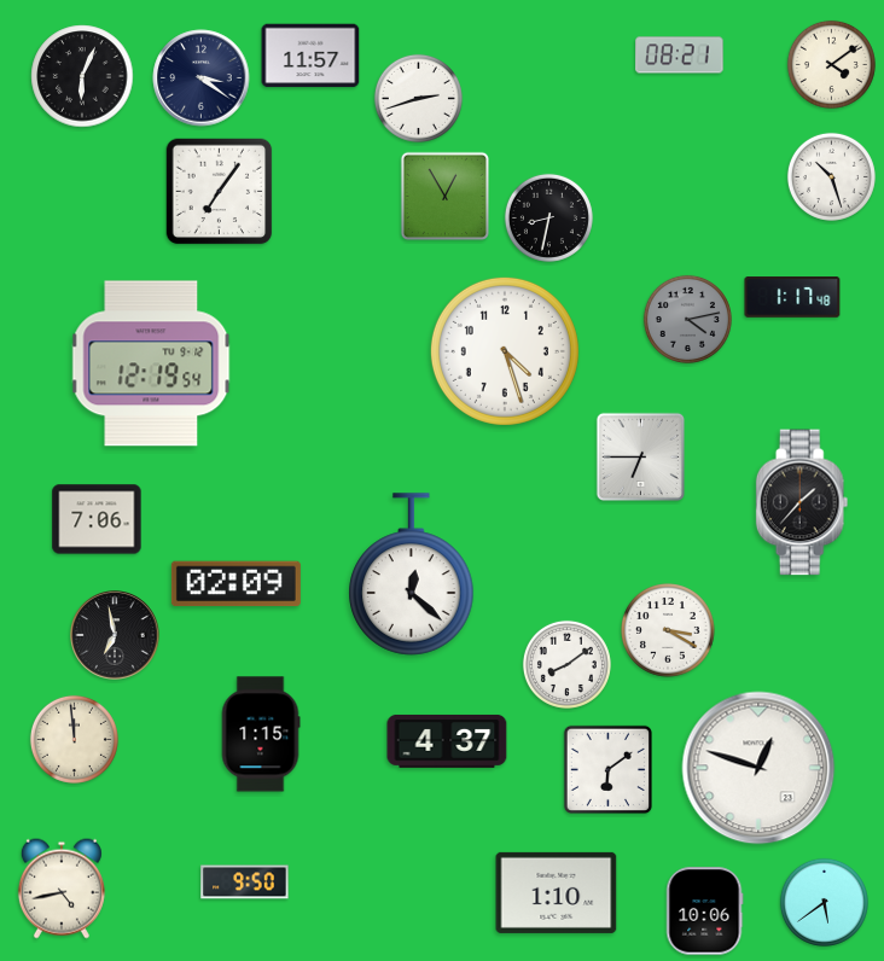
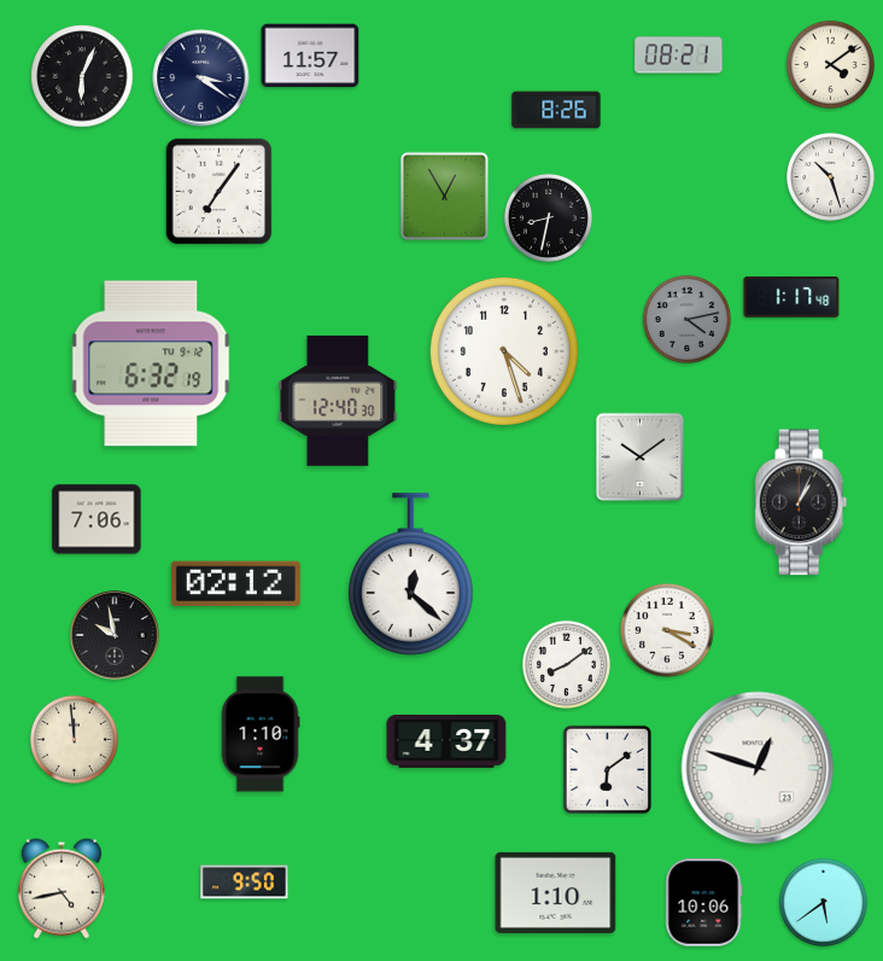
clock at (418, 98): 2:42 -> none
clock at (556, 110): none -> 8:26
clock at (151, 363): 12:19 -> 6:32
clock at (338, 401): none -> 12:40
clock at (640, 456): 6:45 -> 10:09
clock at (802, 502): 1:37 -> 1:04
clock at (235, 584): 02:09 -> 02:12
clock at (115, 635): 6:58 -> 9:58
clock at (261, 734): 1:15 -> 1:10
clock at (704, 912) position: (704, 912) -> (703, 903)
